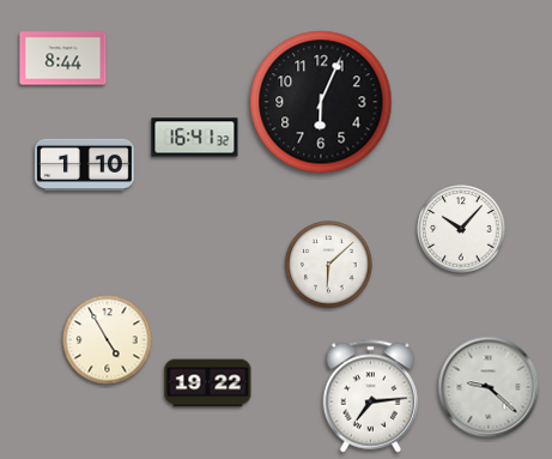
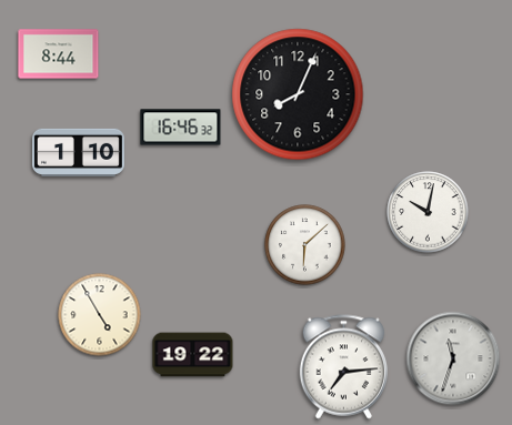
clock at (321, 102): 6:04 -> 8:04
clock at (195, 138): 16:41 -> 16:46
clock at (461, 229): 10:07 -> 10:02
clock at (489, 387): 9:22 -> 11:33
